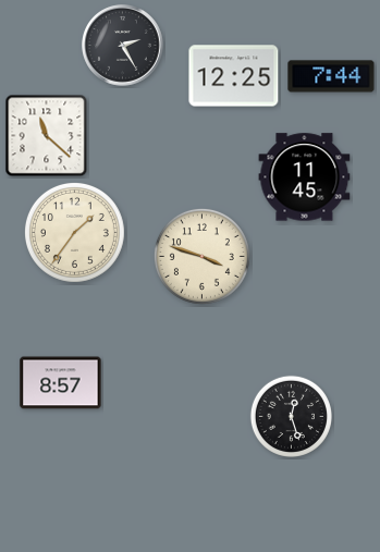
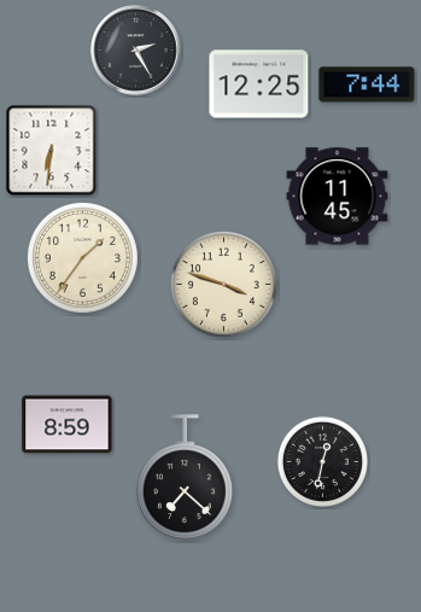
clock at (47, 136): 11:22 -> 6:31
clock at (61, 383): 8:57 -> 8:59
clock at (291, 416): 12:27 -> 12:32
clock at (186, 477): none -> 7:22
